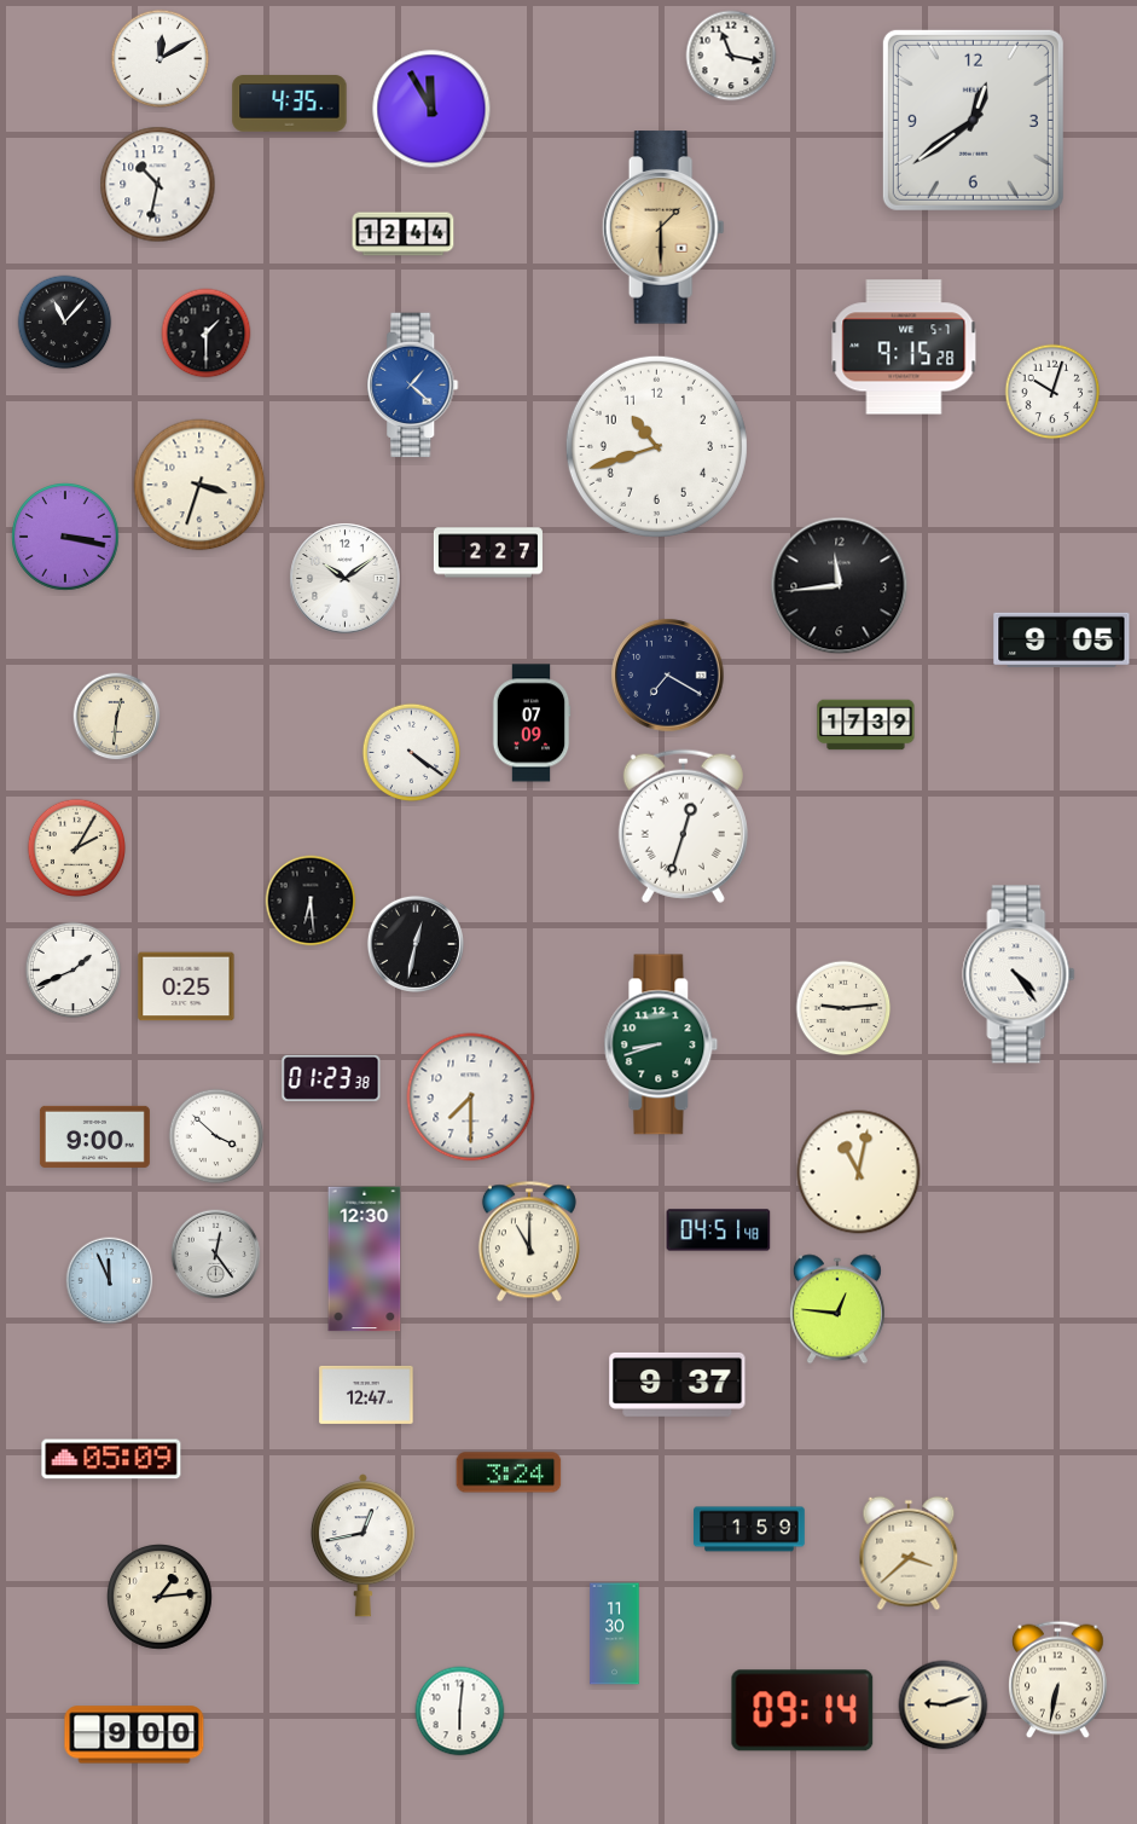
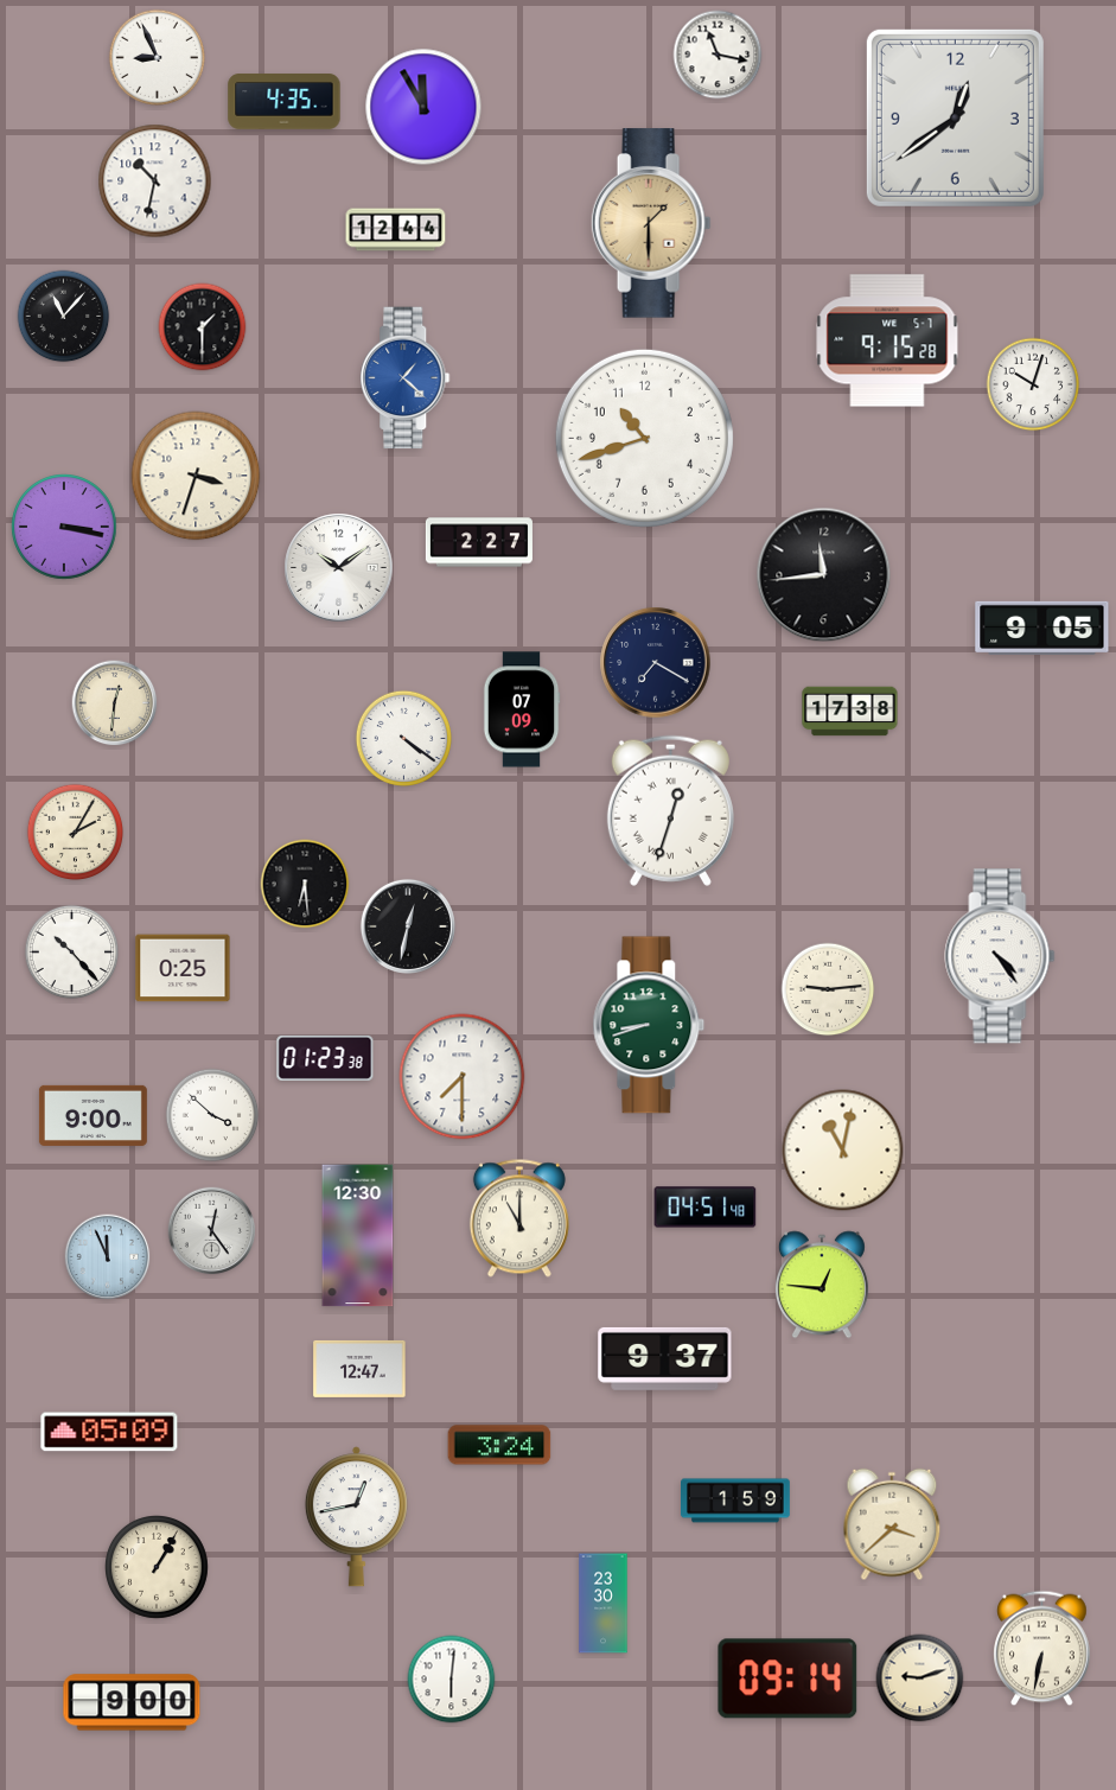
clock at (161, 59): 12:10 -> 8:56
clock at (866, 725): 17:39 -> 17:38
clock at (74, 971): 1:41 -> 10:23
clock at (161, 1598): 1:14 -> 1:05
clock at (615, 1634): 11:30 -> 23:30
clock at (1058, 1680) position: (1058, 1680) -> (1042, 1649)
clock at (944, 1706) position: (944, 1706) -> (920, 1678)
